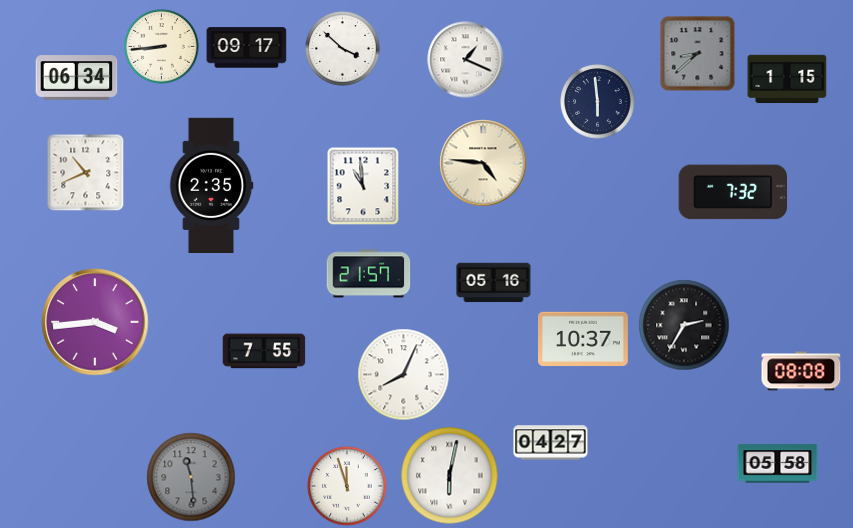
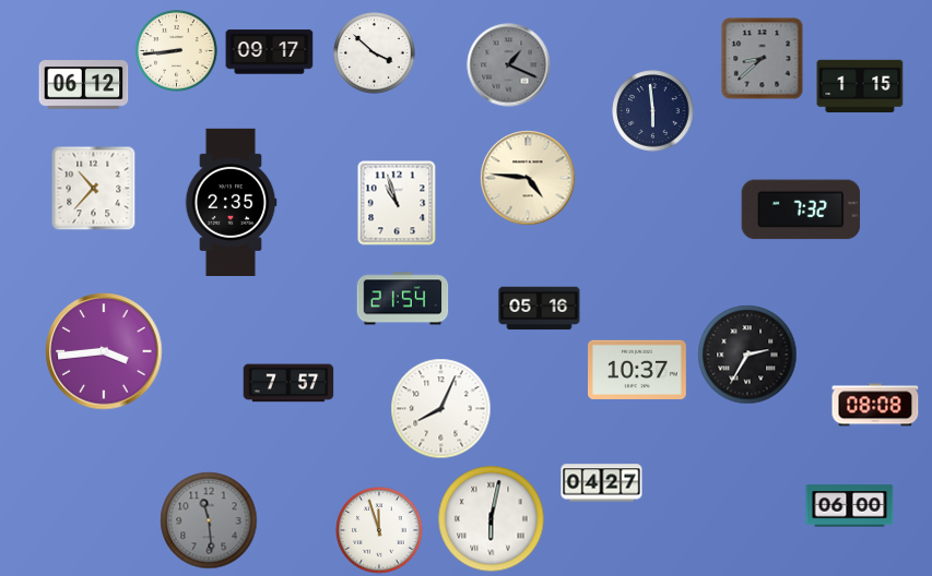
clock at (466, 60) dial: white -> grey
clock at (77, 78): 06:34 -> 06:12
clock at (86, 173): 10:41 -> 10:37
clock at (363, 186): 10:59 -> 10:57
clock at (369, 274): 21:57 -> 21:54
clock at (264, 351): 7:55 -> 7:57
clock at (778, 464): 05:58 -> 06:00
